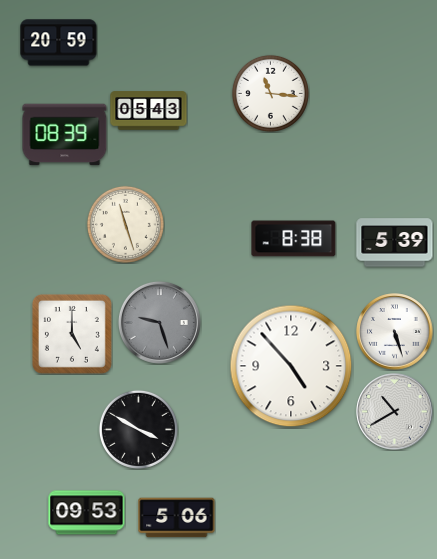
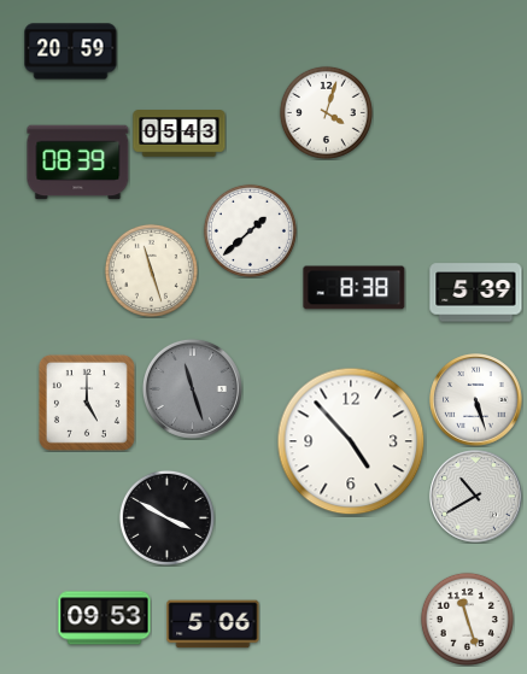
clock at (270, 93): 11:16 -> 4:03
clock at (250, 230): none -> 1:38
clock at (159, 322): 9:27 -> 11:27
clock at (467, 619): none -> 11:27
